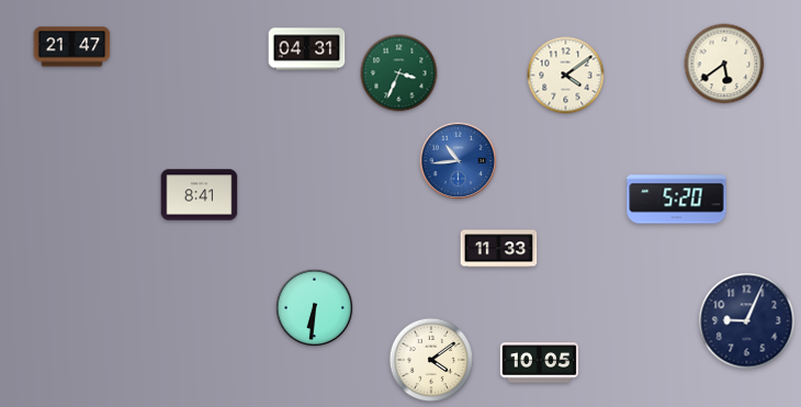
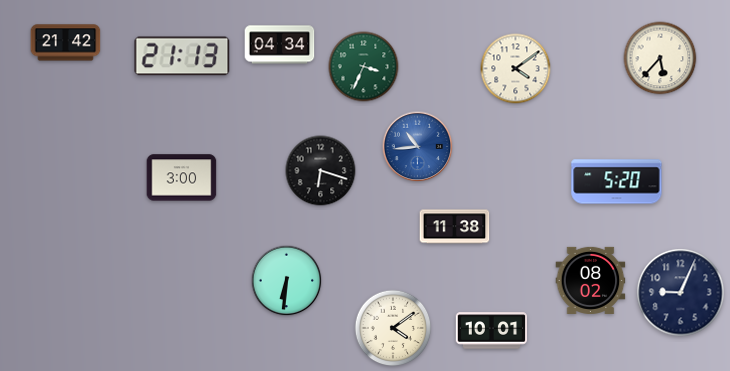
clock at (72, 47): 21:47 -> 21:42
clock at (307, 49): 04:31 -> 04:34
clock at (182, 56): none -> 21:13
clock at (724, 64): 5:39 -> 5:37
clock at (321, 171): none -> 6:18
clock at (200, 195): 8:41 -> 3:00
clock at (499, 249): 11:33 -> 11:38
clock at (591, 280): none -> 08:02
clock at (540, 363): 10:05 -> 10:01
